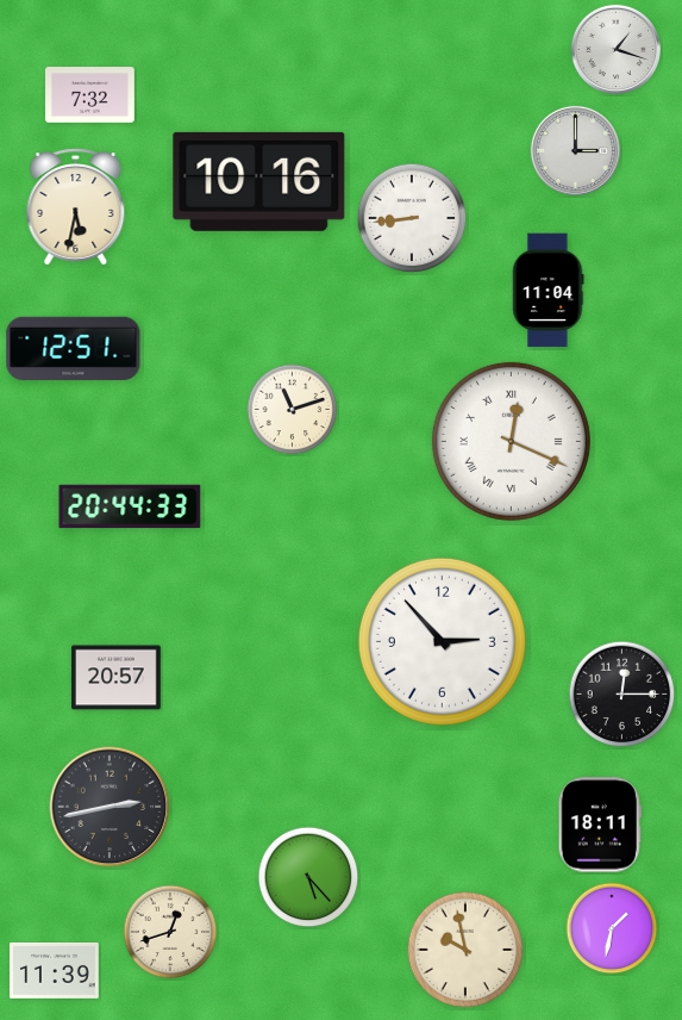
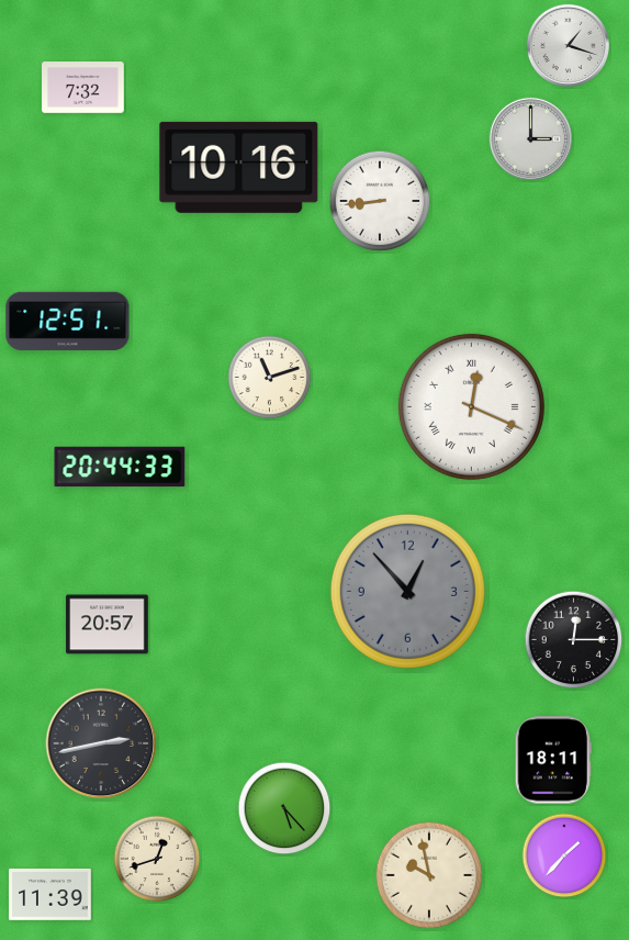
clock at (76, 207): 5:32 -> none
clock at (549, 291): 11:04 -> none
clock at (442, 641): 2:53 -> 12:53
clock at (442, 641) dial: white -> grey
clock at (612, 928): 1:32 -> 1:37
